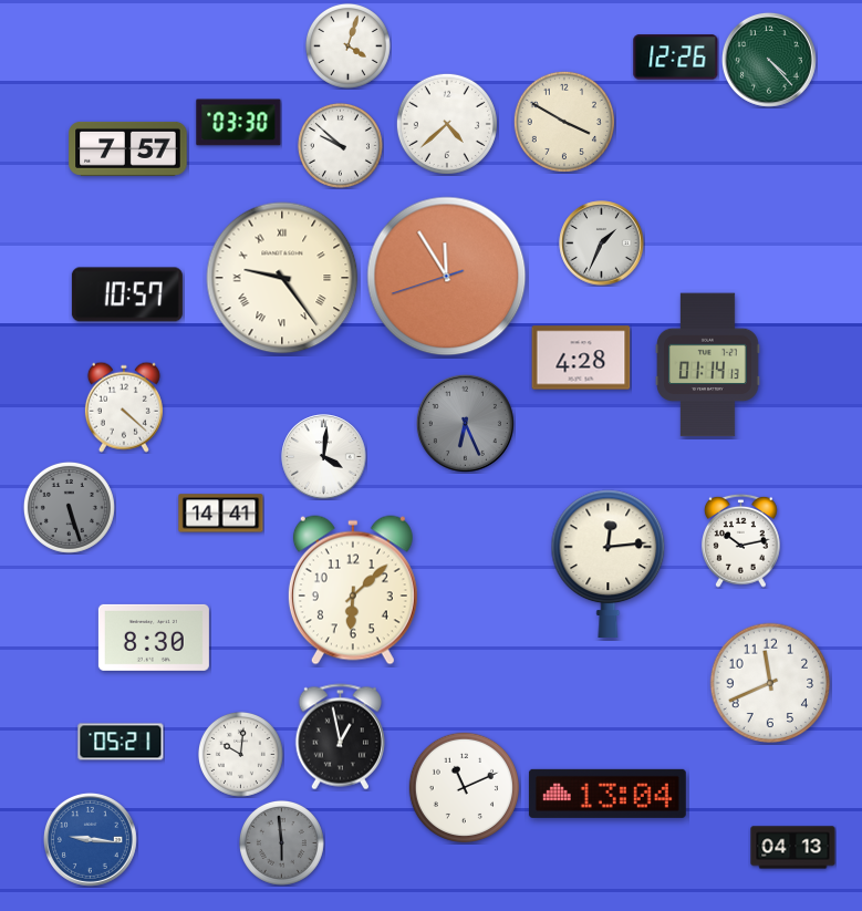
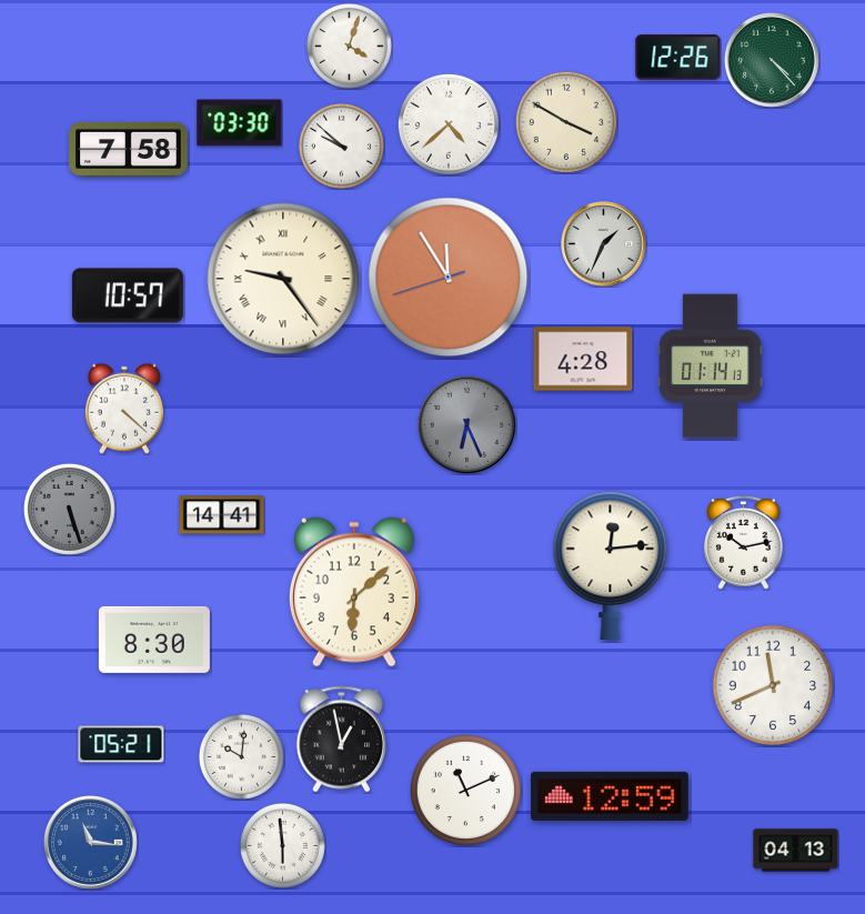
clock at (128, 148): 7:57 -> 7:58
clock at (324, 457): 4:01 -> none
clock at (607, 794): 13:04 -> 12:59
clock at (90, 839): 9:16 -> 11:16
clock at (281, 842) dial: grey -> white
